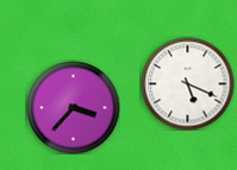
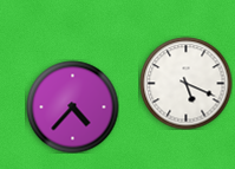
clock at (73, 107): 3:37 -> 4:37
